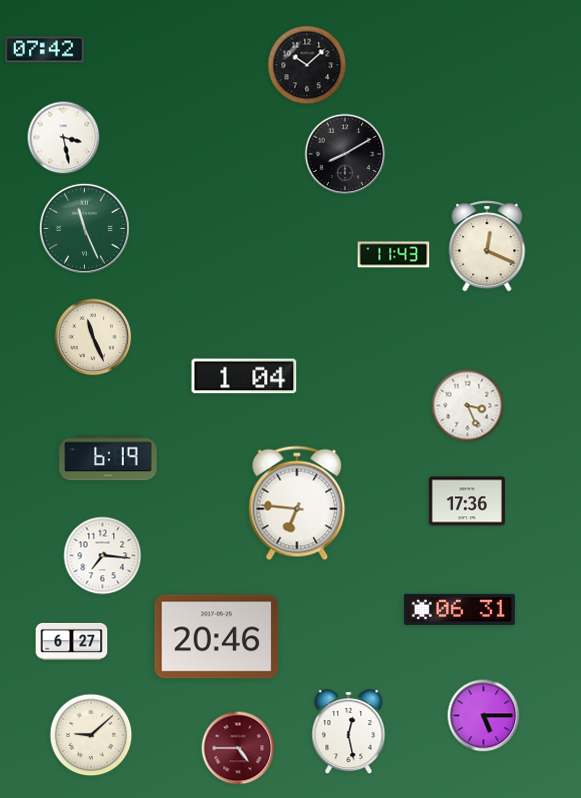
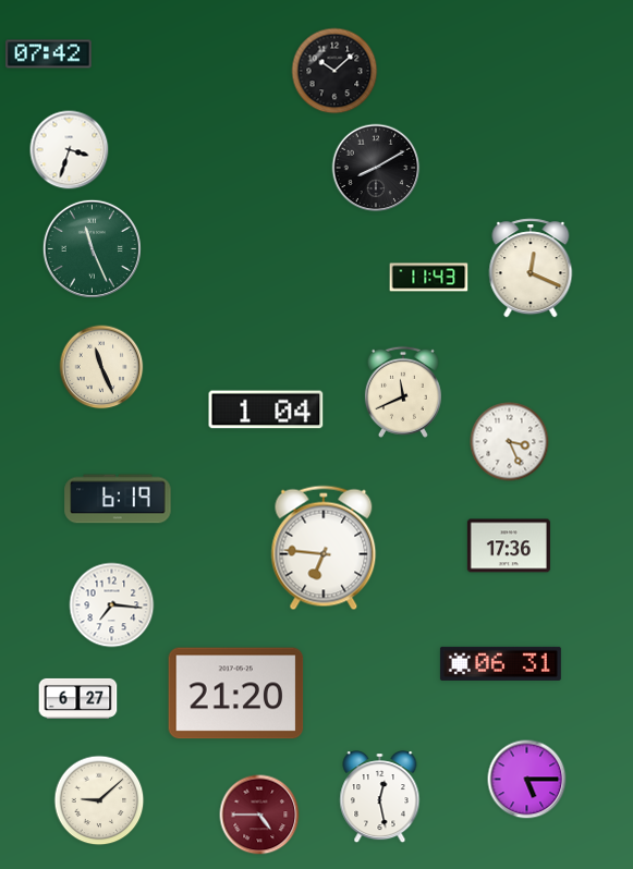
clock at (64, 138): 3:28 -> 3:33
clock at (403, 392): none -> 11:41
clock at (217, 637): 20:46 -> 21:20
